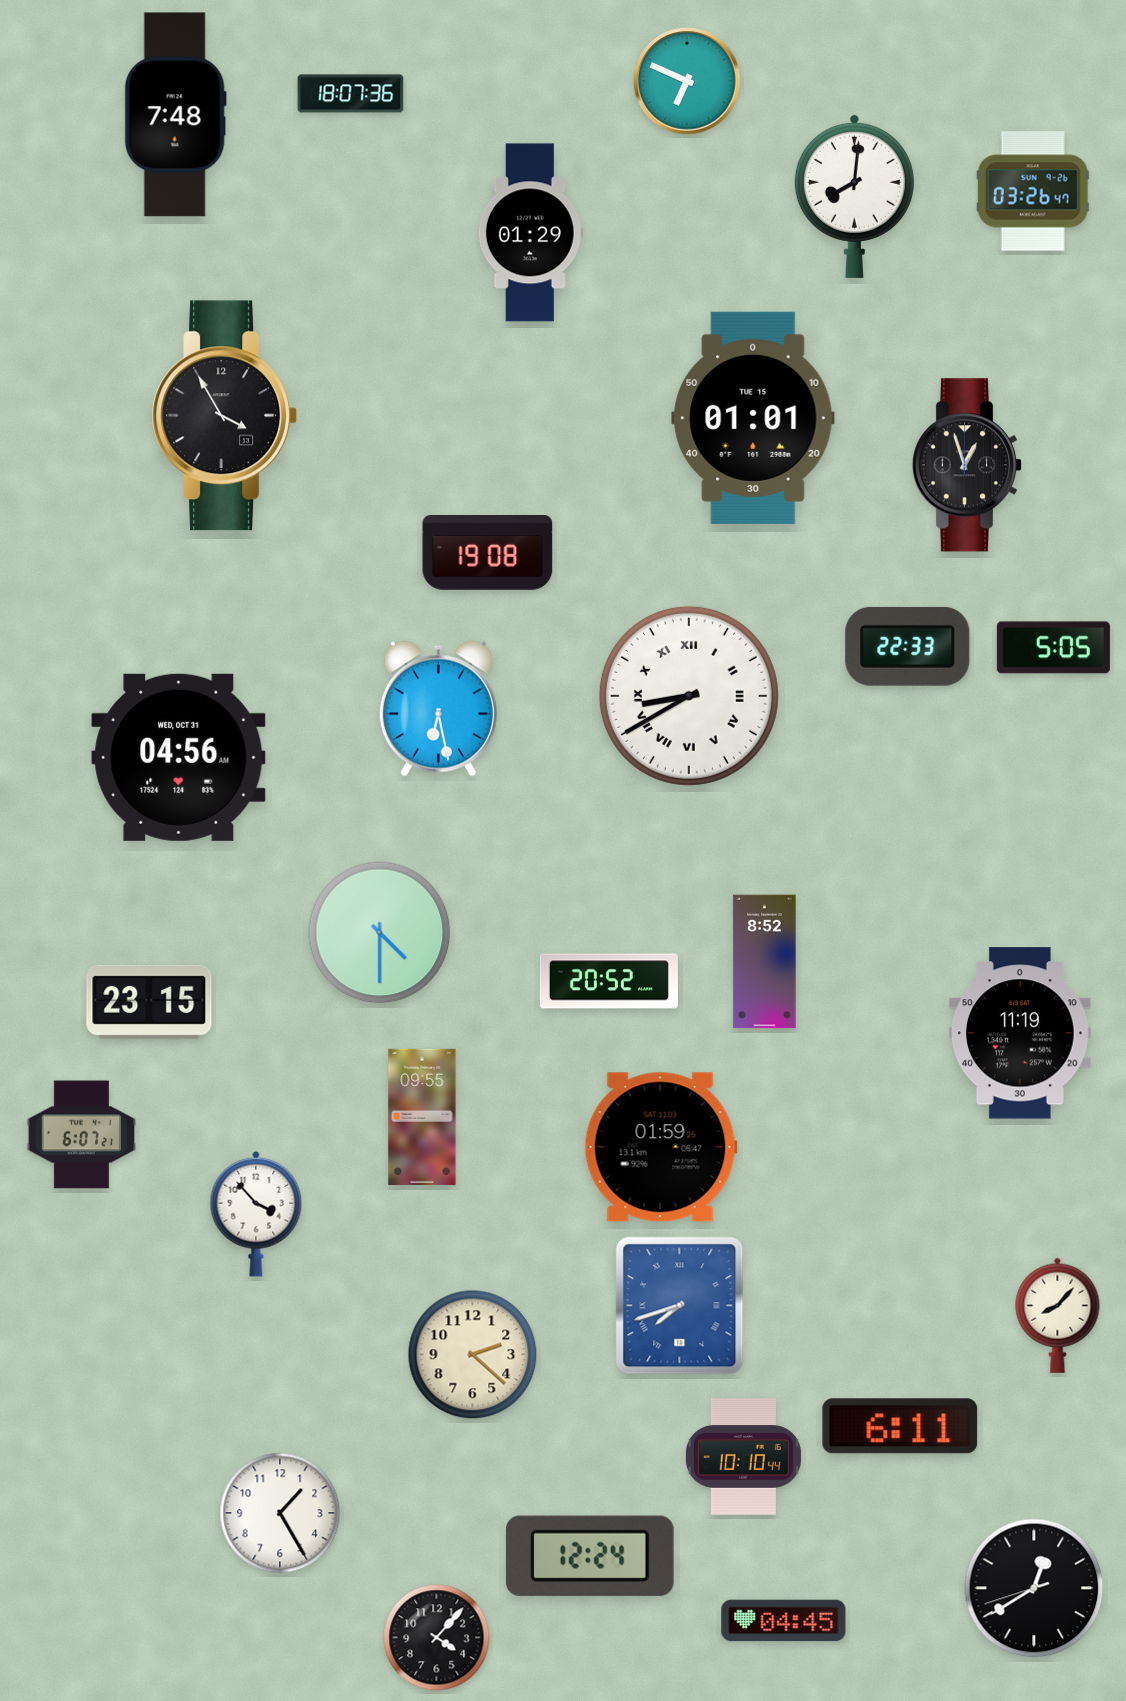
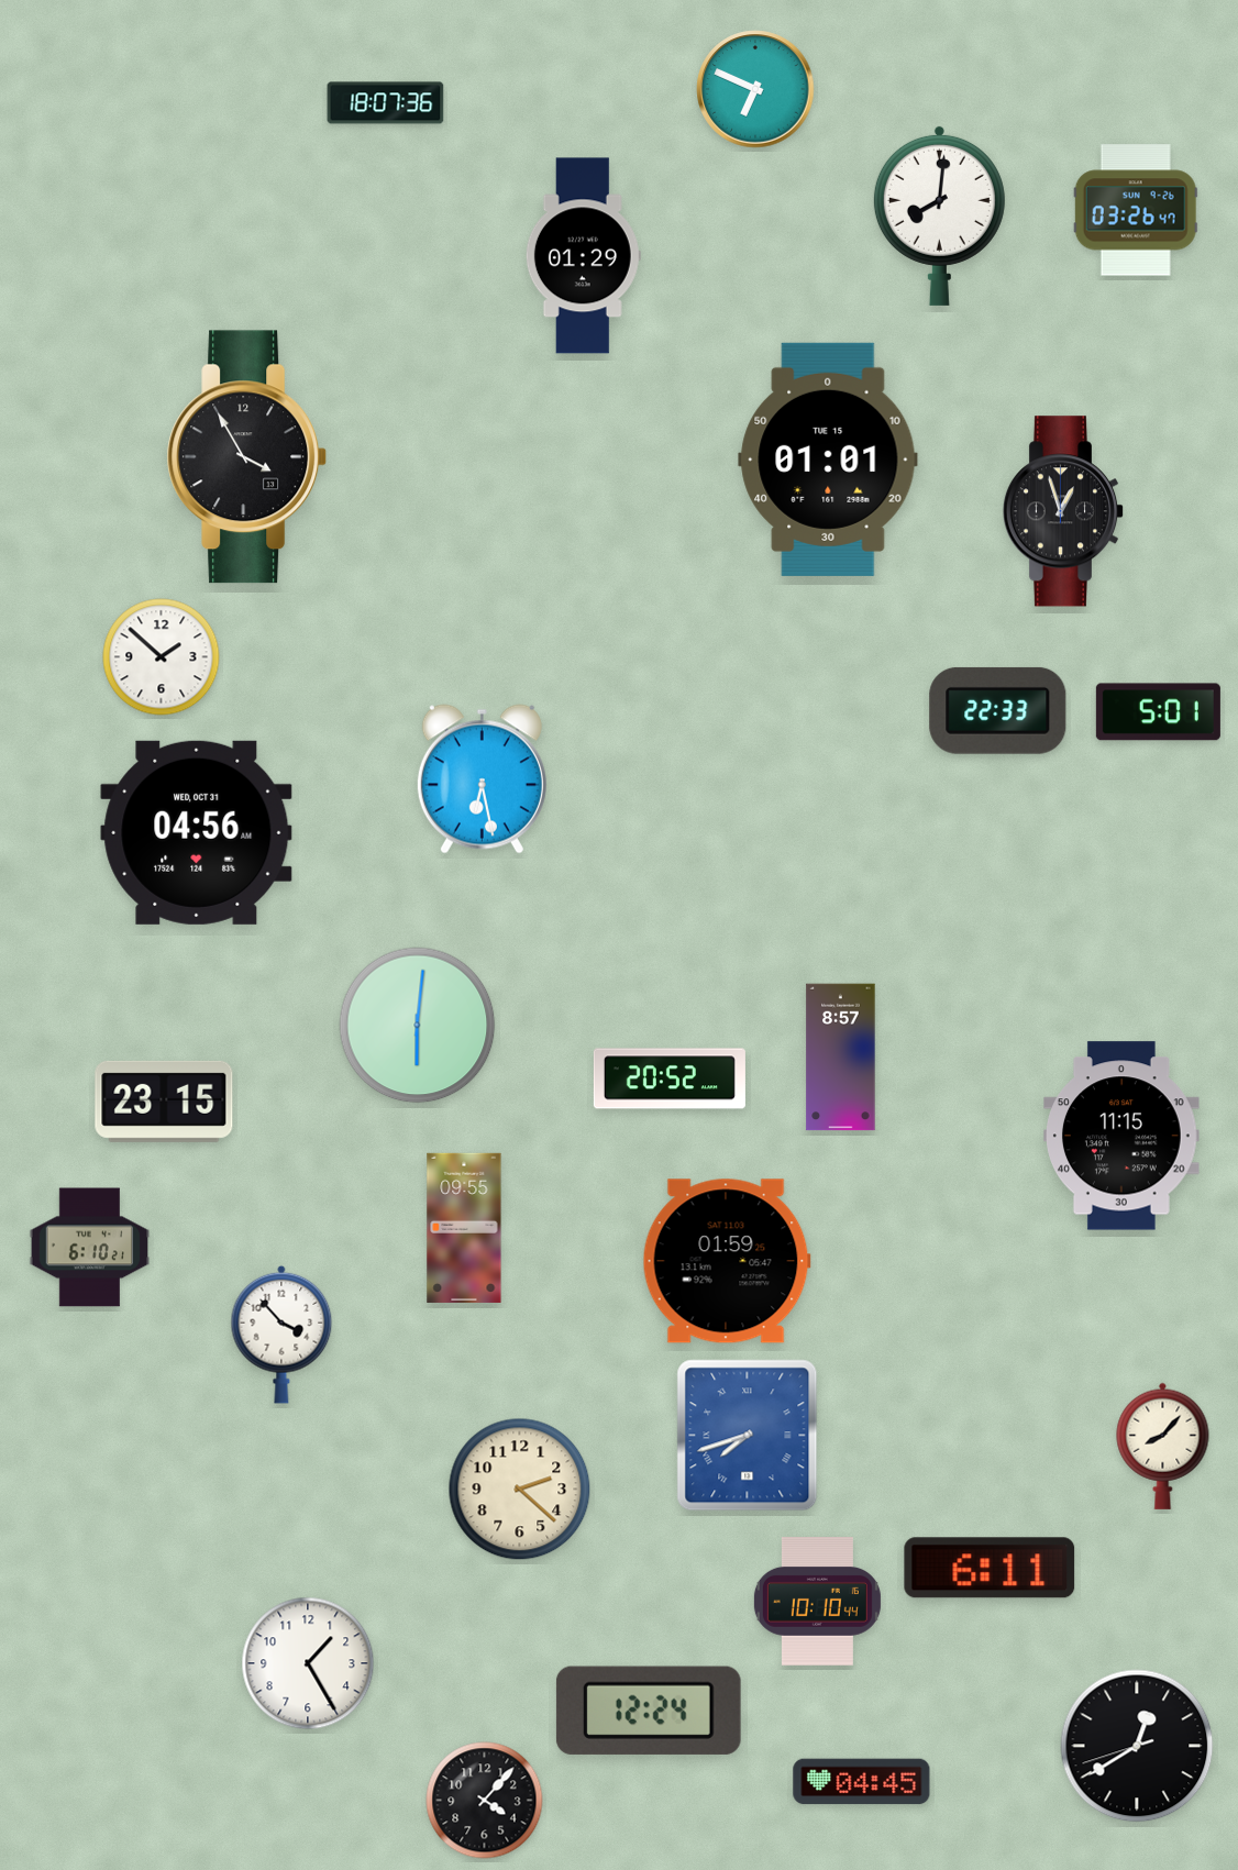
clock at (175, 115): 7:48 -> none
clock at (488, 553): 19:08 -> none
clock at (162, 657): none -> 1:52
clock at (1053, 648): 5:05 -> 5:01
clock at (689, 696): 8:40 -> none
clock at (380, 933): 4:30 -> 6:01
clock at (765, 962): 8:52 -> 8:57
clock at (1021, 1033): 11:19 -> 11:15
clock at (82, 1135): 6:07 -> 6:10
clock at (437, 1638) position: (437, 1638) -> (485, 1801)
